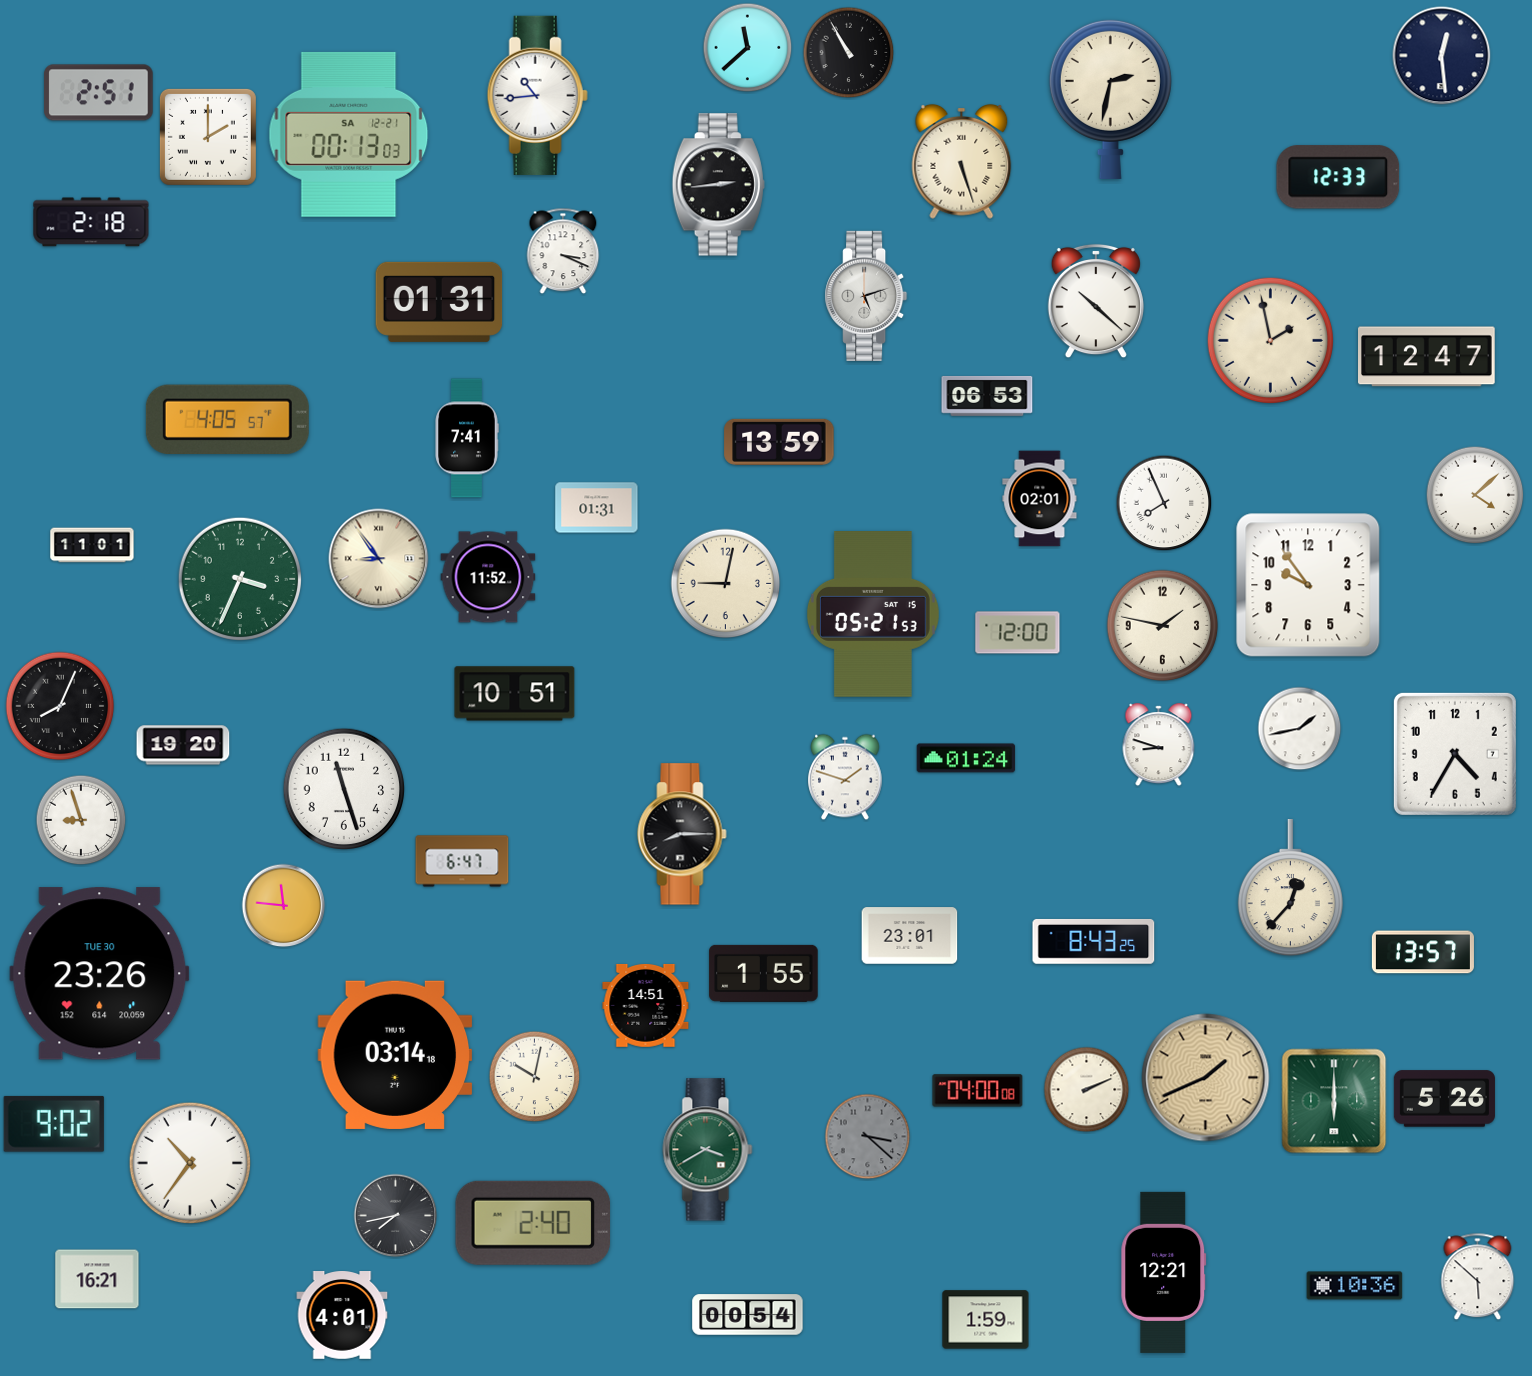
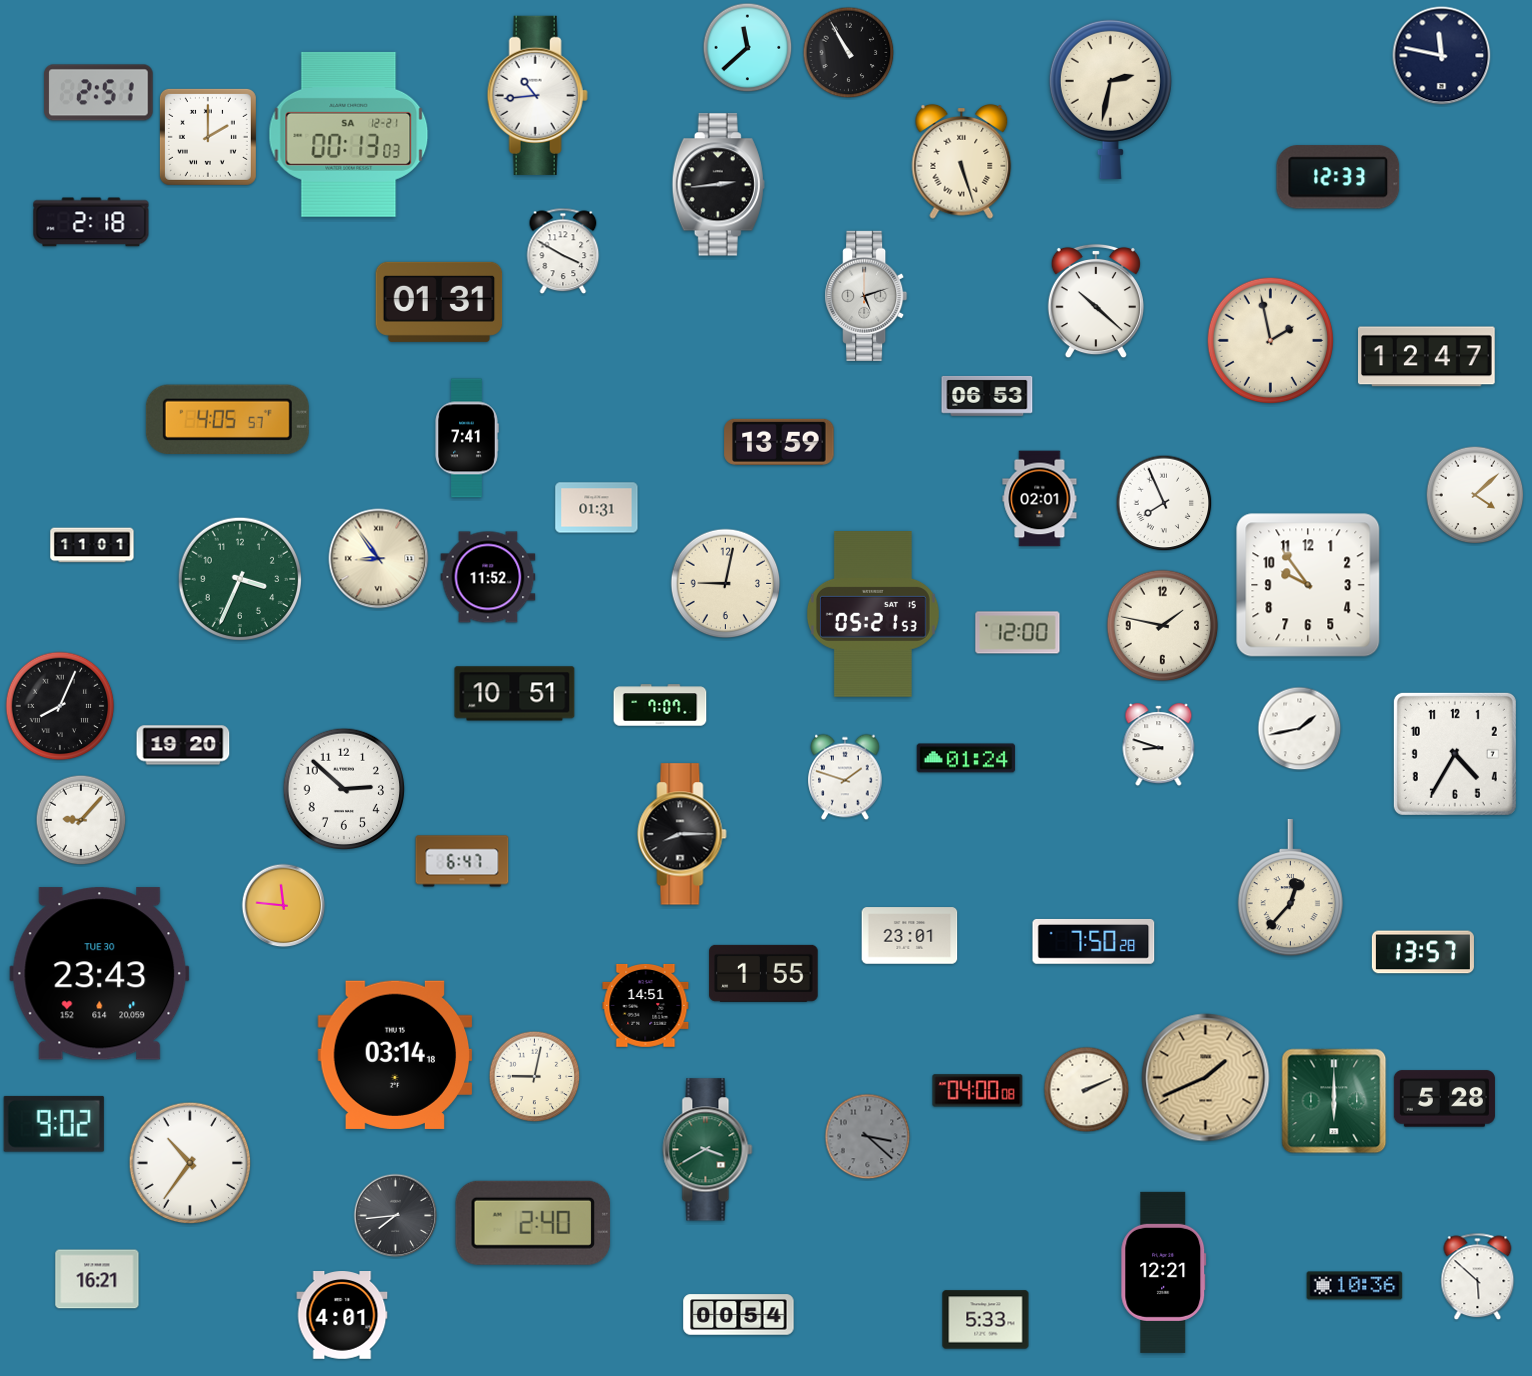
clock at (1442, 56): 12:29 -> 11:47
clock at (563, 251): 3:19 -> 3:50
clock at (660, 705): none -> 7:07
clock at (344, 789): 11:27 -> 2:52
clock at (81, 820): 8:57 -> 9:07
clock at (1094, 942): 8:43 -> 7:50
clock at (100, 974): 23:26 -> 23:43
clock at (535, 1077): 10:02 -> 9:02
clock at (1444, 1099): 5:26 -> 5:28
clock at (396, 1216): 7:43 -> 7:44
clock at (748, 1315) position: (748, 1315) -> (739, 1315)
clock at (986, 1320): 1:59 -> 5:33
